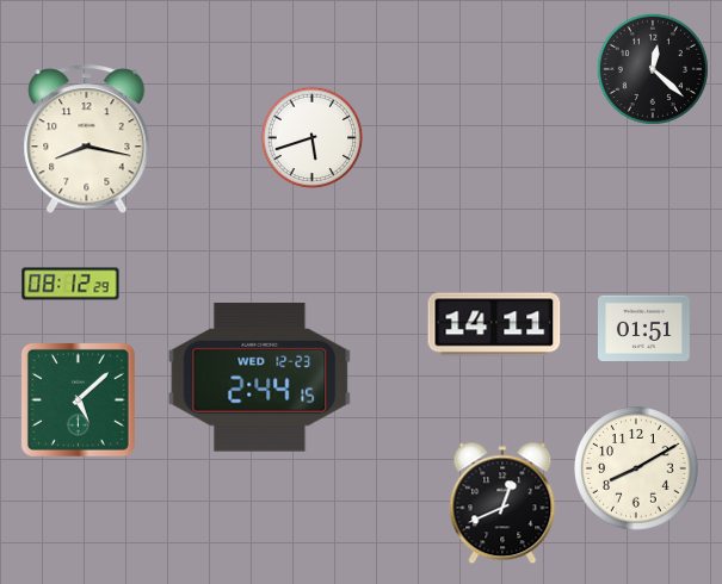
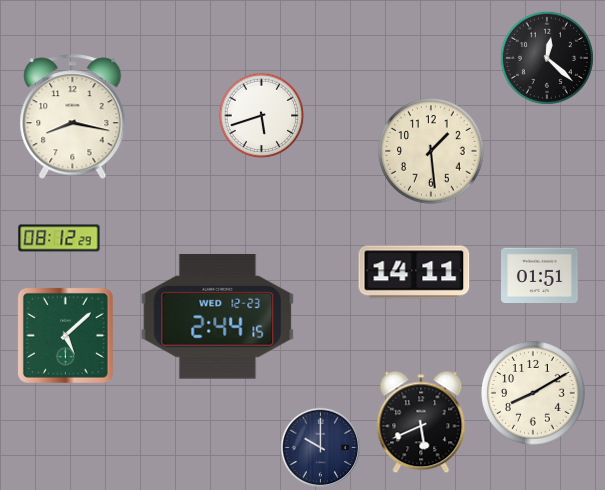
clock at (431, 151): none -> 1:29
clock at (502, 503): 12:41 -> 5:41
clock at (321, 448): none -> 10:00
